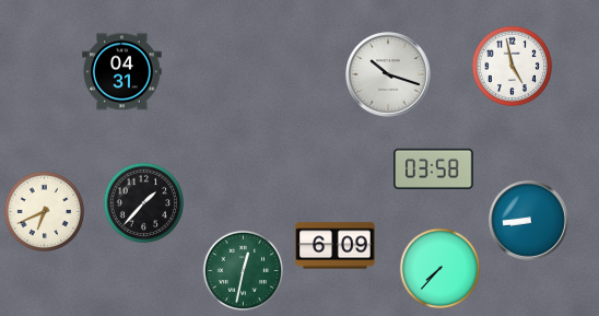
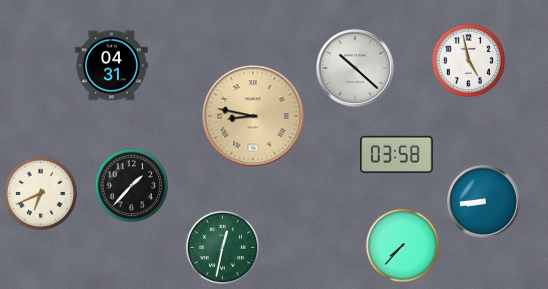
clock at (388, 74): 10:18 -> 10:22
clock at (253, 116): none -> 8:47
clock at (336, 246): 6:09 -> none
